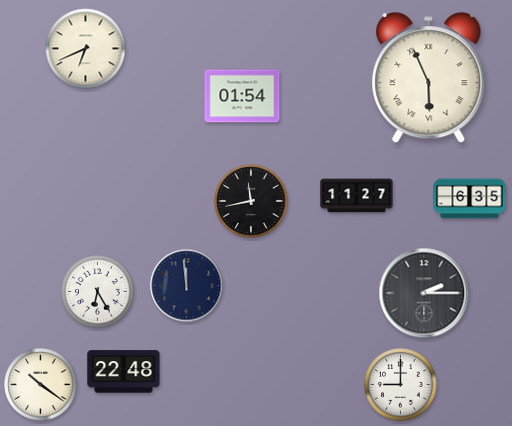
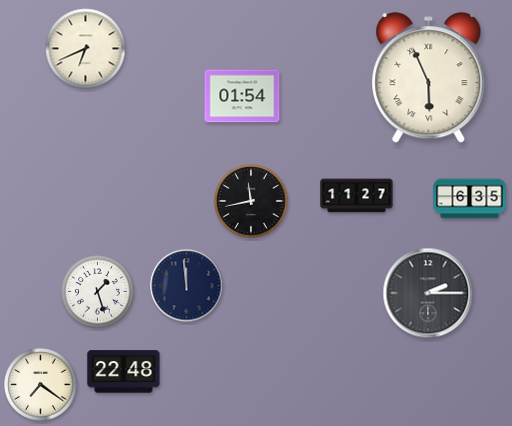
clock at (98, 292): 6:25 -> 1:27
clock at (424, 293) position: (424, 293) -> (428, 293)
clock at (41, 385): 10:21 -> 7:21
clock at (401, 385): 9:00 -> none
